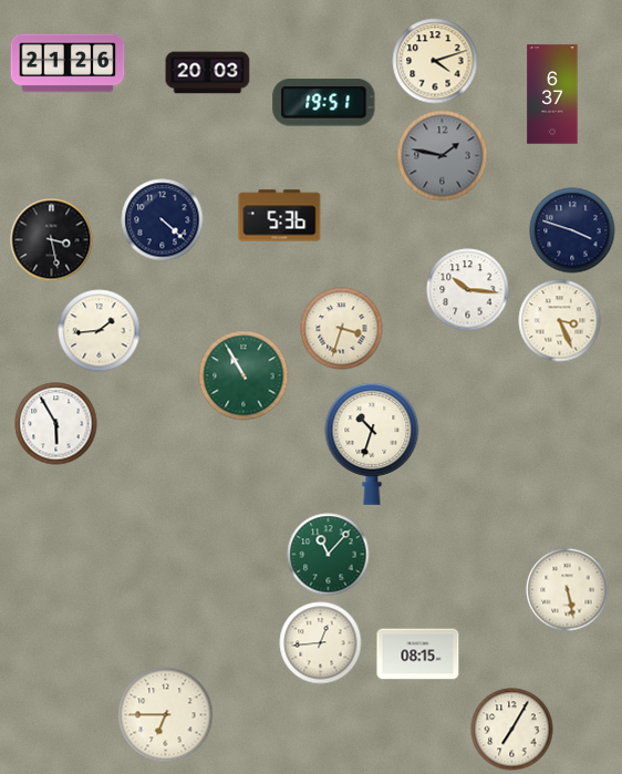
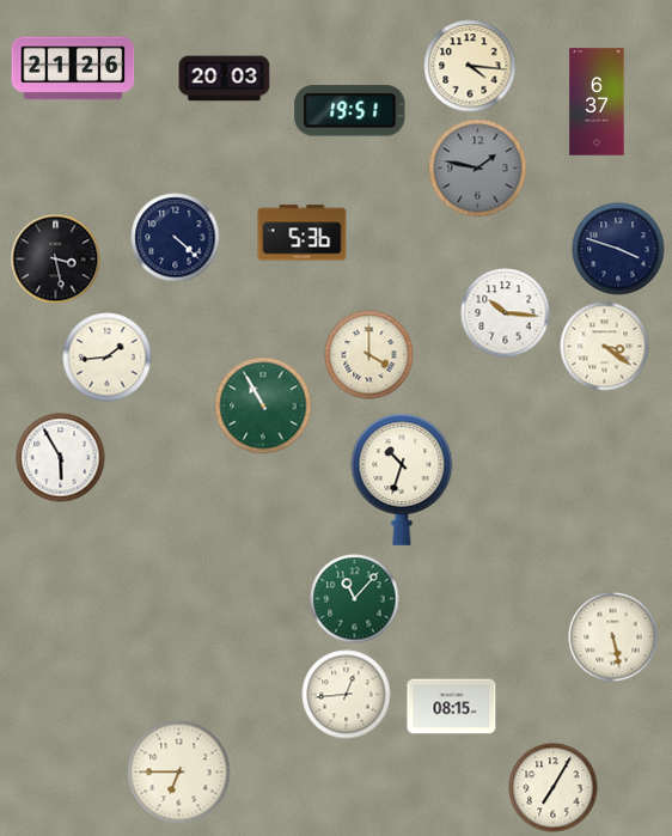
clock at (435, 61): 4:12 -> 4:16
clock at (560, 321): 3:26 -> 3:21
clock at (342, 329): 3:33 -> 4:00
